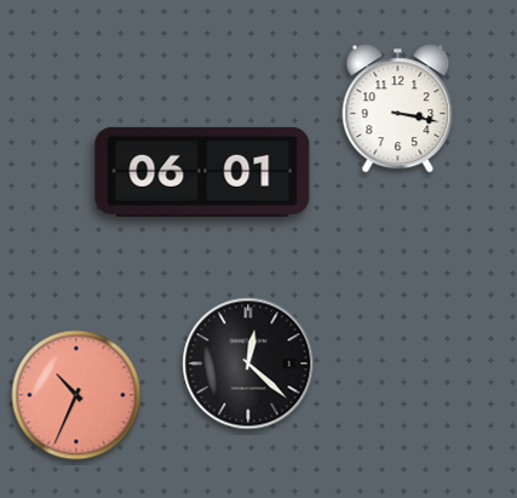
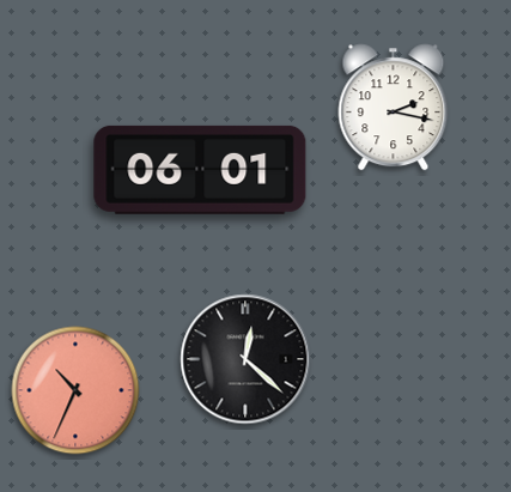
clock at (398, 109): 3:17 -> 2:17
